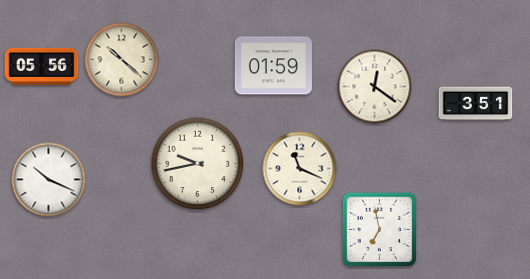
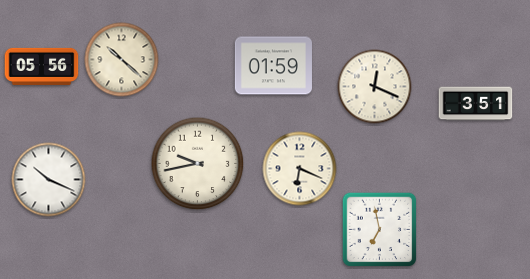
clock at (375, 87): 12:21 -> 12:19
clock at (300, 169): 11:19 -> 6:19
